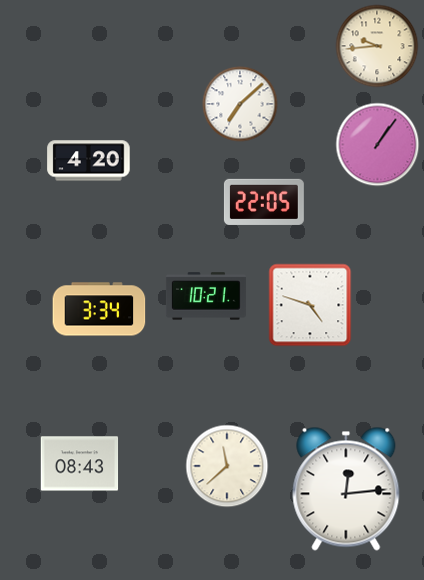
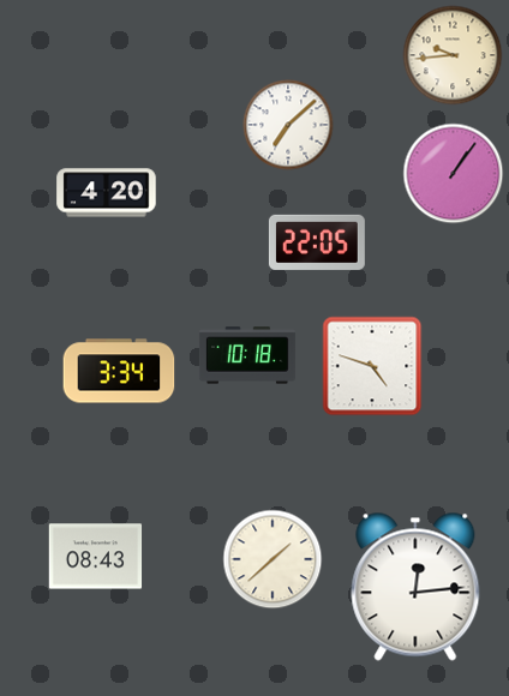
clock at (206, 296): 10:21 -> 10:18
clock at (227, 466): 11:38 -> 1:38
